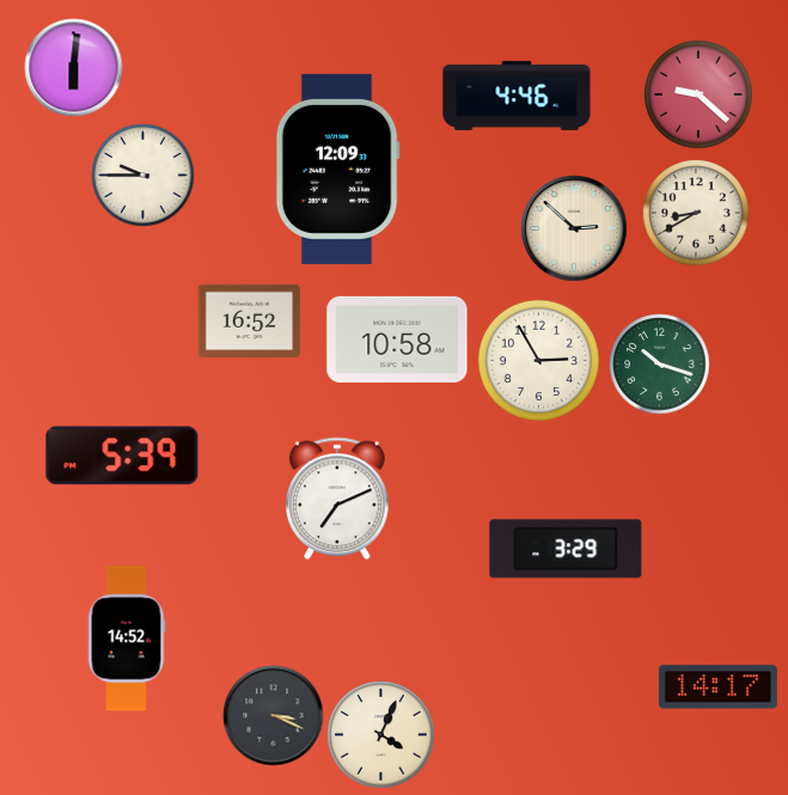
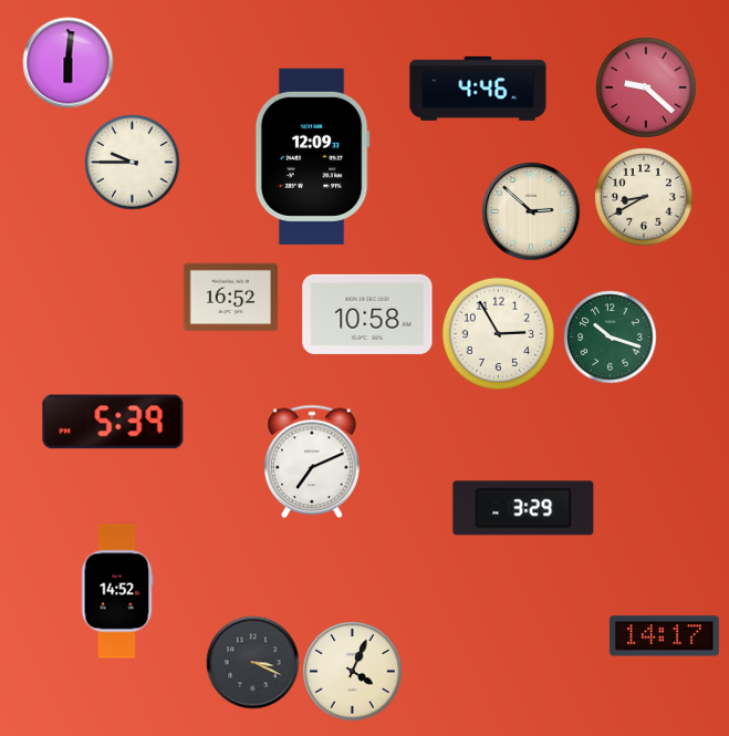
clock at (380, 734) position: (380, 734) -> (352, 671)
